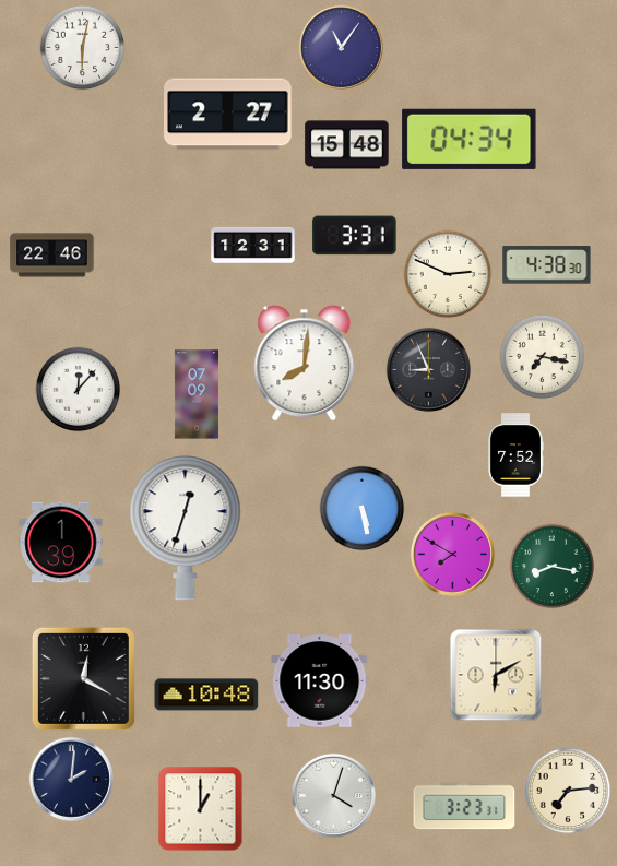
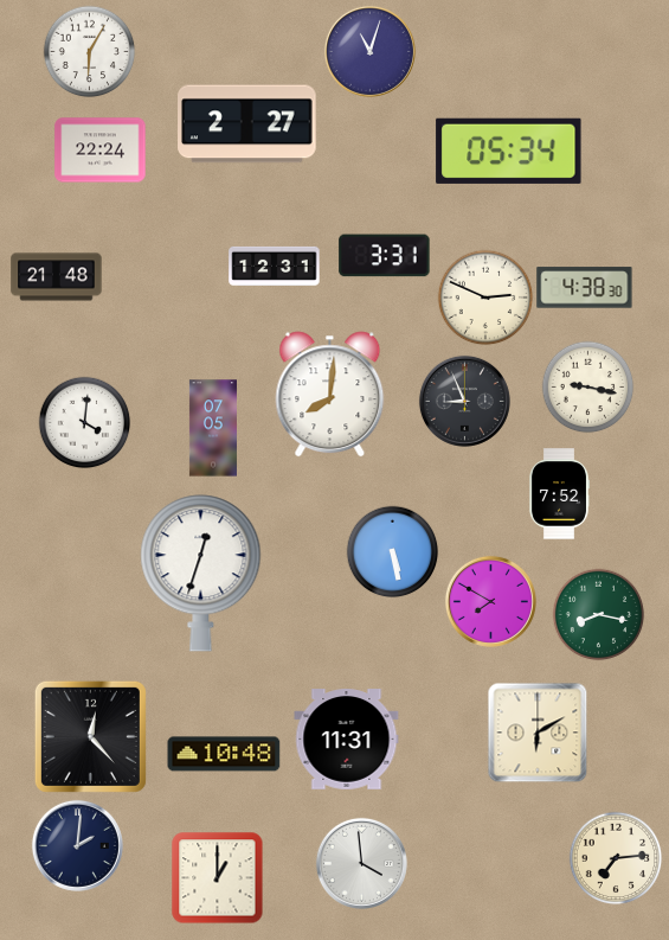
clock at (82, 47): 6:02 -> 6:05
clock at (341, 47): 11:06 -> 11:03
clock at (101, 151): none -> 22:24
clock at (470, 139): 04:34 -> 05:34
clock at (347, 145): 15:48 -> none
clock at (52, 256): 22:46 -> 21:48
clock at (547, 265) position: (547, 265) -> (585, 288)
clock at (542, 356): 7:17 -> 9:17
clock at (78, 389): 12:07 -> 4:01
clock at (197, 394): 07:09 -> 07:05
clock at (61, 543): 1:39 -> none
clock at (83, 678): 12:20 -> 12:23
clock at (320, 681): 11:30 -> 11:31
clock at (333, 795): 4:03 -> 3:59
clock at (464, 806): 3:23 -> none
